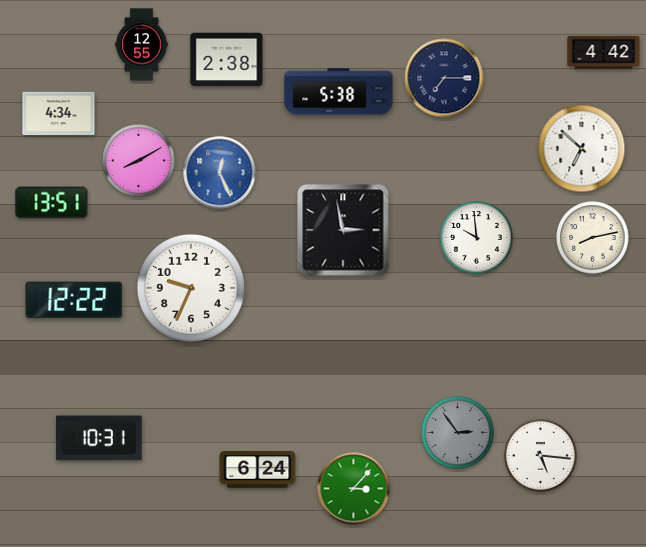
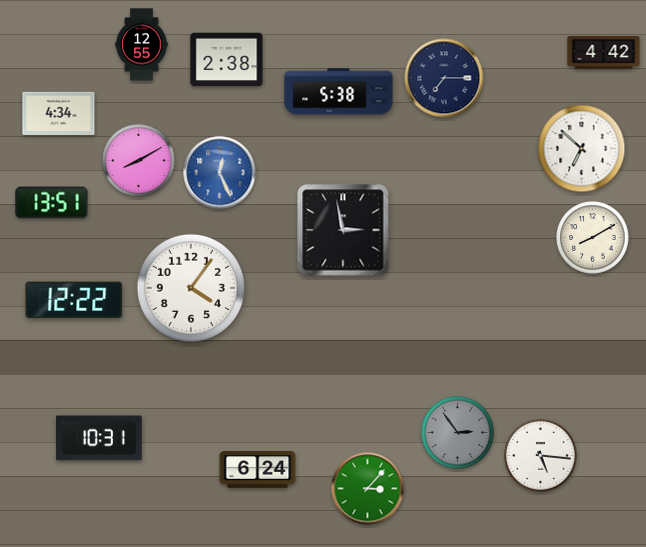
clock at (477, 238): 9:59 -> none
clock at (593, 238): 8:13 -> 8:10
clock at (191, 288): 9:34 -> 4:06
clock at (354, 489) position: (354, 489) -> (368, 489)
